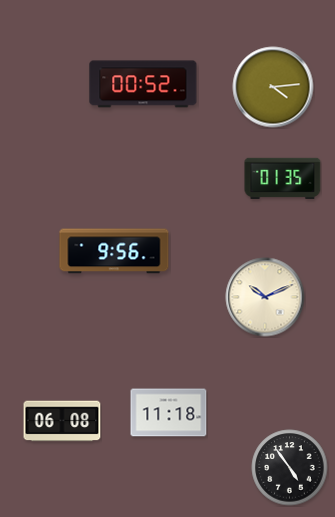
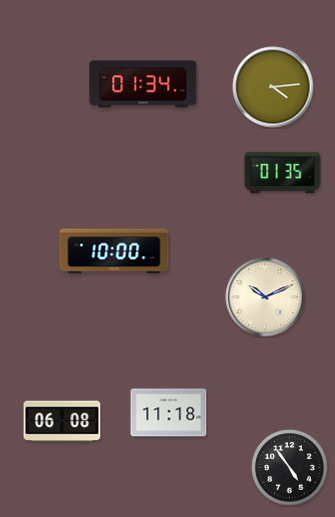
clock at (143, 84): 00:52 -> 01:34
clock at (283, 178) position: (283, 178) -> (283, 172)
clock at (114, 251): 9:56 -> 10:00
